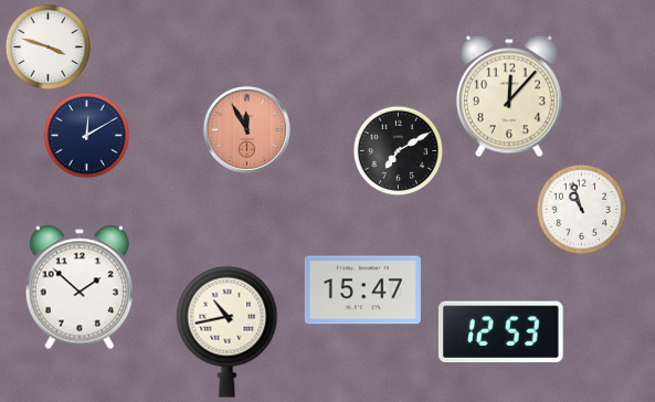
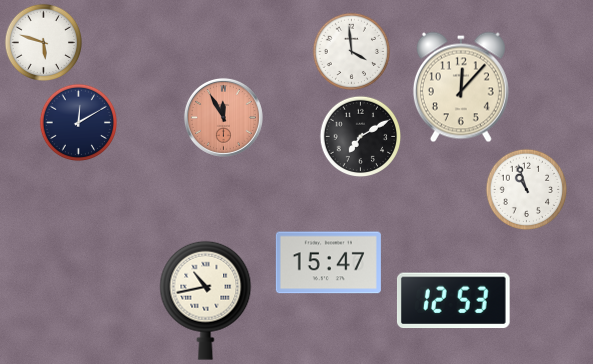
clock at (47, 46): 3:48 -> 5:48
clock at (351, 51): none -> 3:59
clock at (80, 287): 1:52 -> none
